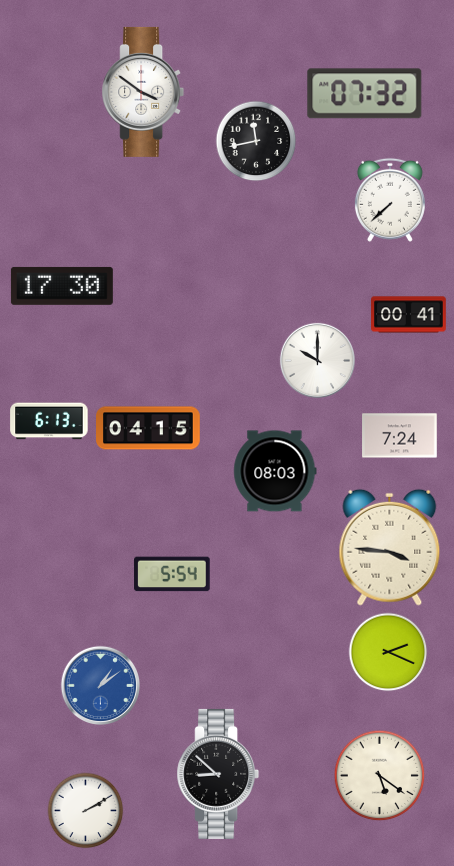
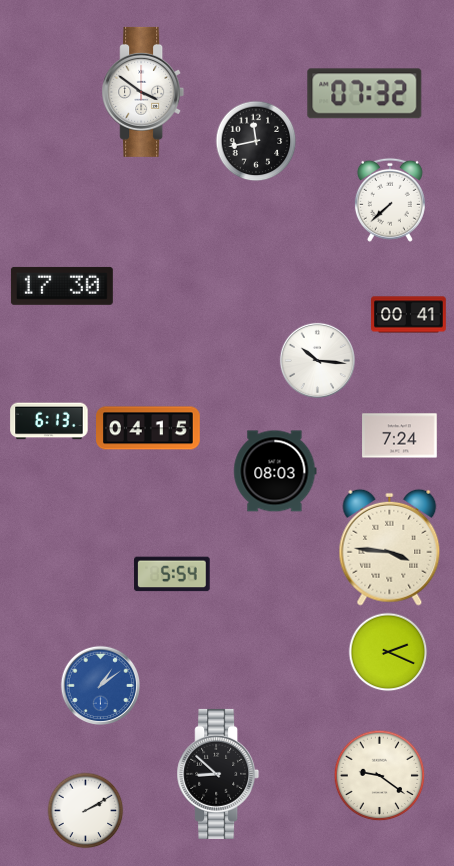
clock at (317, 360): 10:00 -> 10:16
clock at (380, 776): 5:21 -> 9:21
